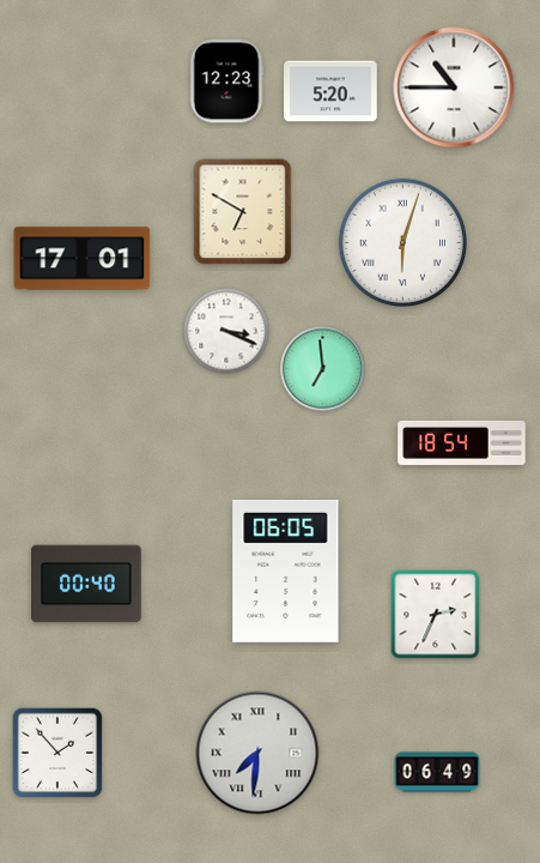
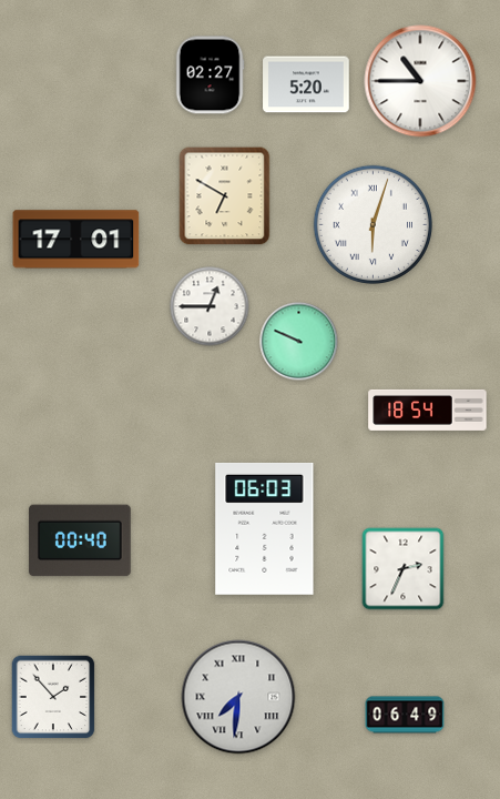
clock at (226, 82): 12:23 -> 02:27
clock at (226, 331): 3:19 -> 12:45
clock at (323, 369): 6:59 -> 9:49
clock at (286, 571): 06:05 -> 06:03
